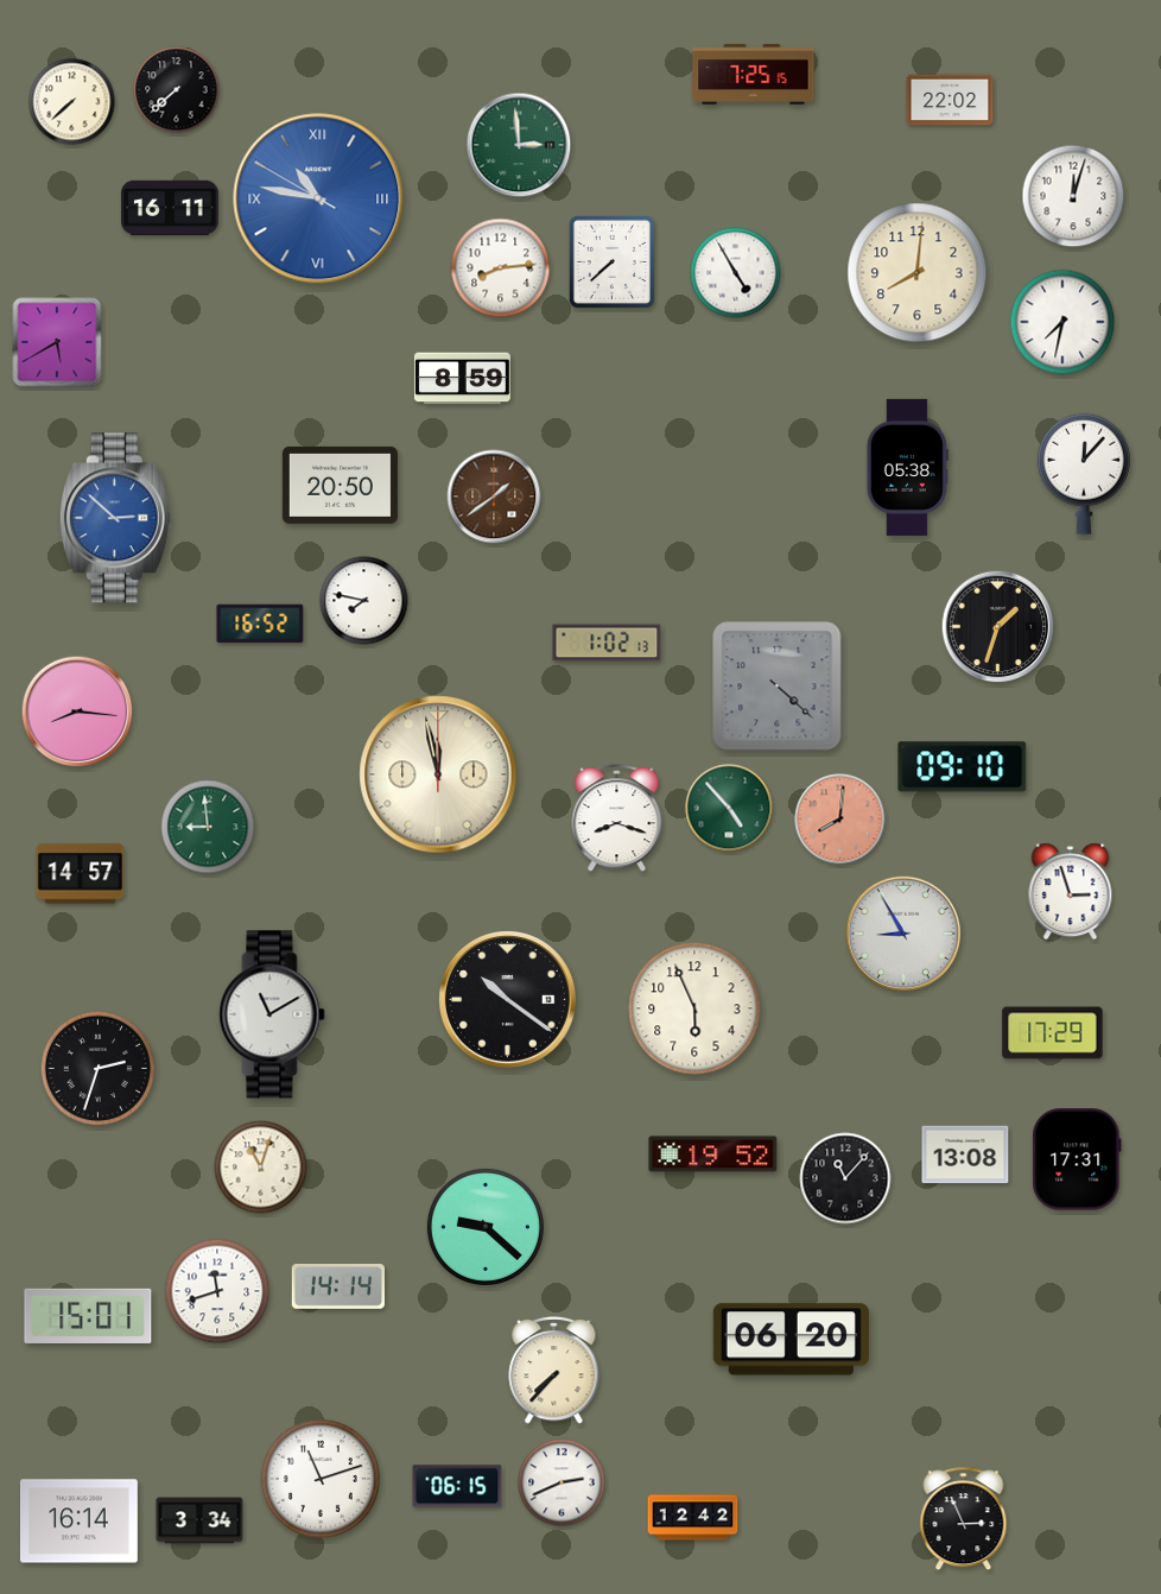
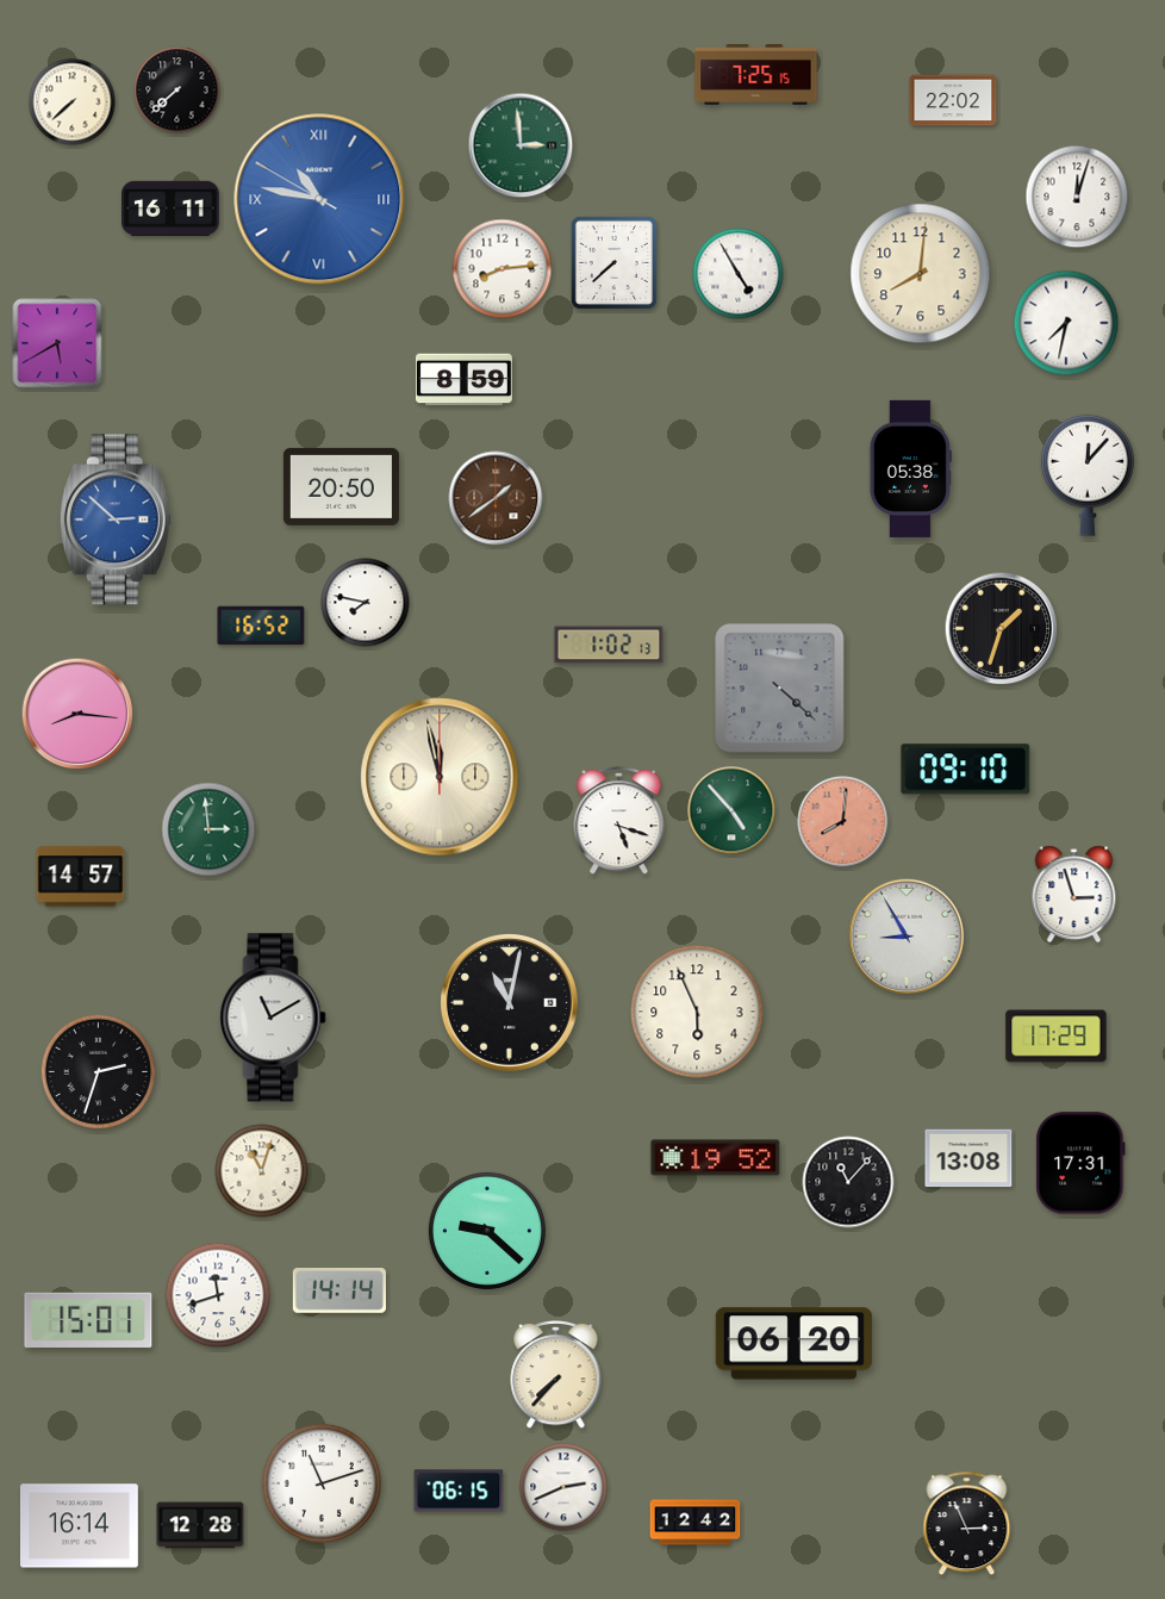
clock at (617, 817): 8:18 -> 5:18
clock at (208, 827): 8:59 -> 2:59
clock at (508, 1000): 10:21 -> 11:02
clock at (199, 1520): 3:34 -> 12:28
